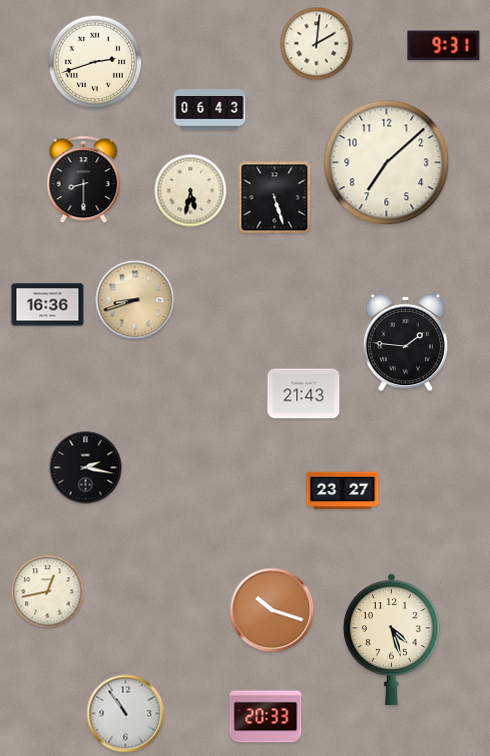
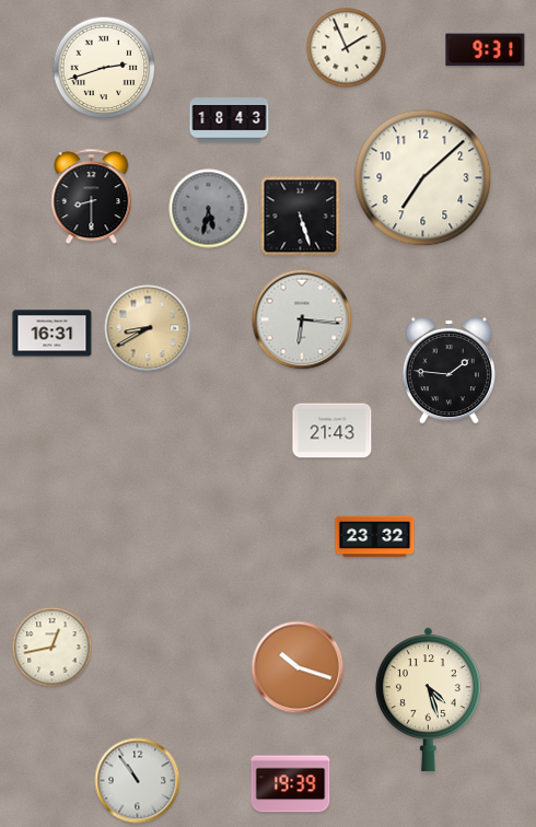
clock at (317, 44): 2:01 -> 1:56
clock at (210, 110): 06:43 -> 18:43
clock at (191, 191) dial: cream -> grey
clock at (302, 319): none -> 6:16
clock at (135, 300): 8:42 -> 8:40
clock at (48, 305): 16:36 -> 16:31
clock at (405, 342) position: (405, 342) -> (448, 370)
clock at (86, 468): 2:17 -> none
clock at (343, 491): 23:27 -> 23:32
clock at (266, 717): 20:33 -> 19:39
